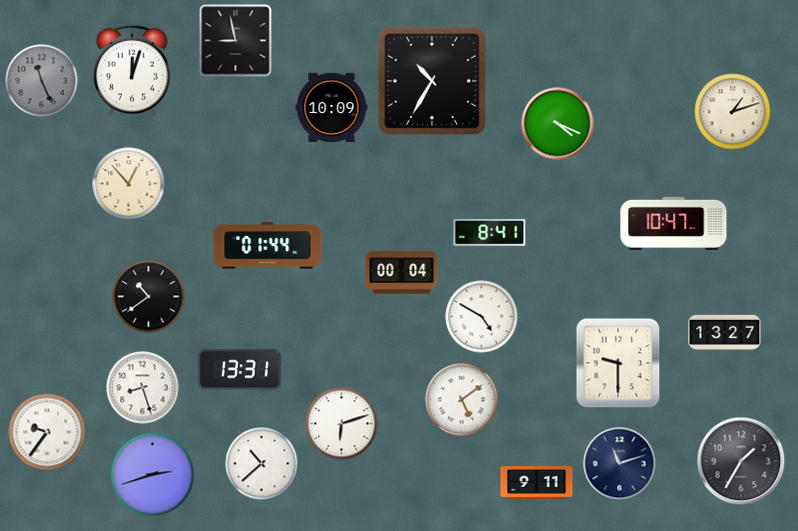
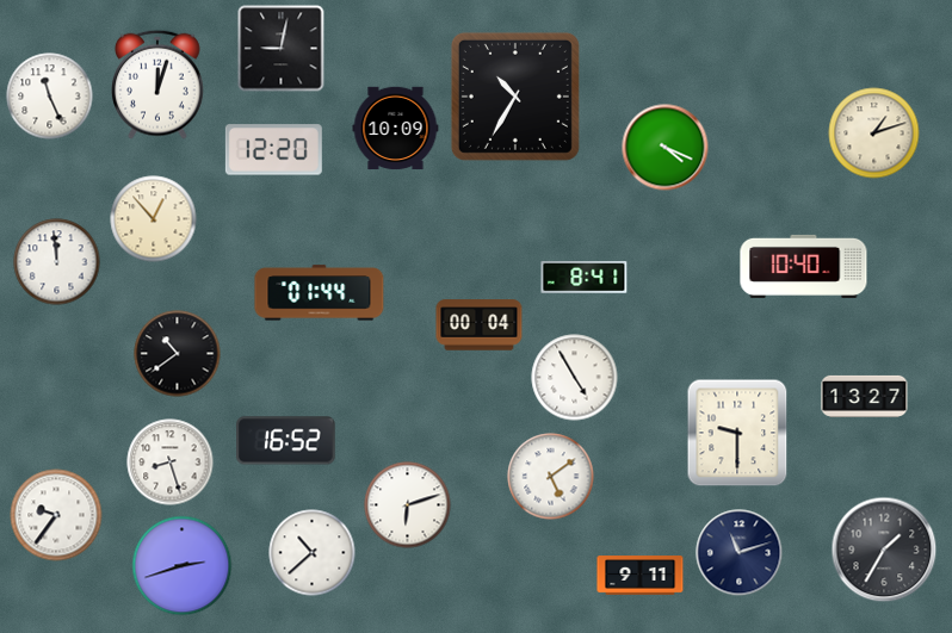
clock at (236, 41): 8:58 -> 9:02
clock at (42, 81) dial: grey -> white
clock at (273, 150): none -> 12:20
clock at (57, 262): none -> 11:59
clock at (674, 223): 10:47 -> 10:40
clock at (482, 317): 4:50 -> 4:55
clock at (240, 370): 13:31 -> 16:52
